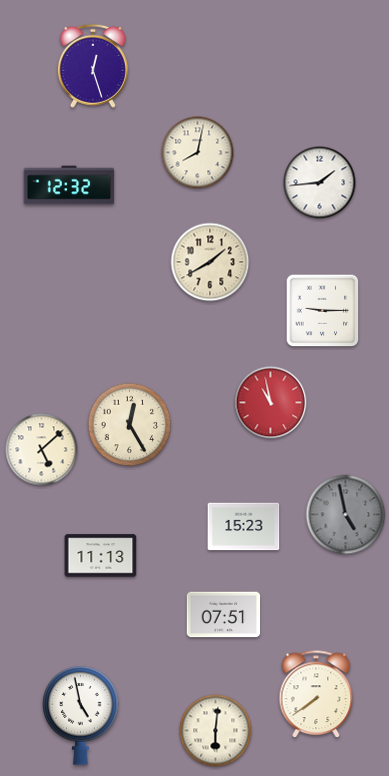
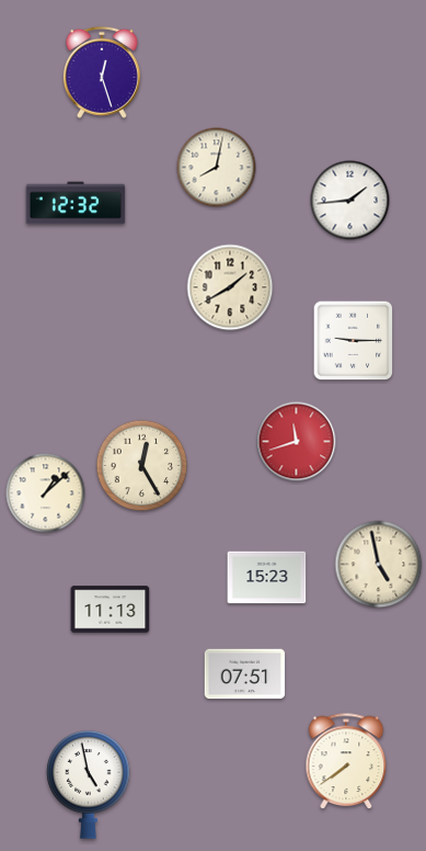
clock at (271, 403): 10:58 -> 11:42
clock at (42, 450): 5:08 -> 1:08
clock at (346, 515) dial: grey -> cream
clock at (216, 731): 6:01 -> none
